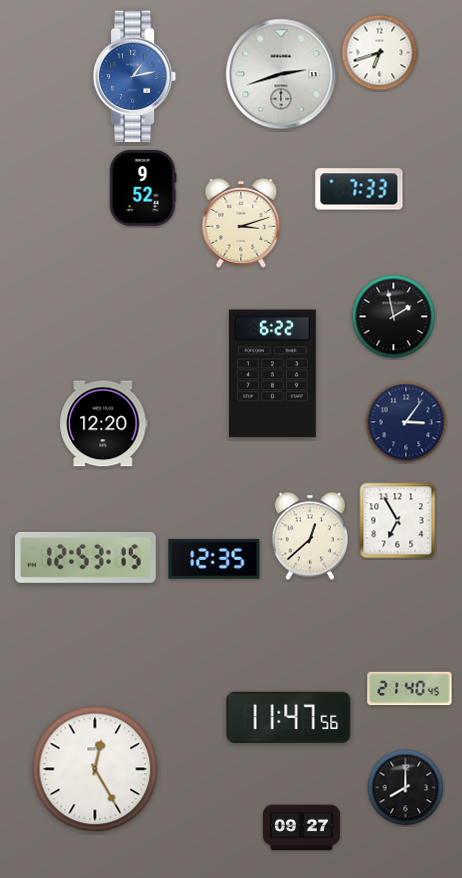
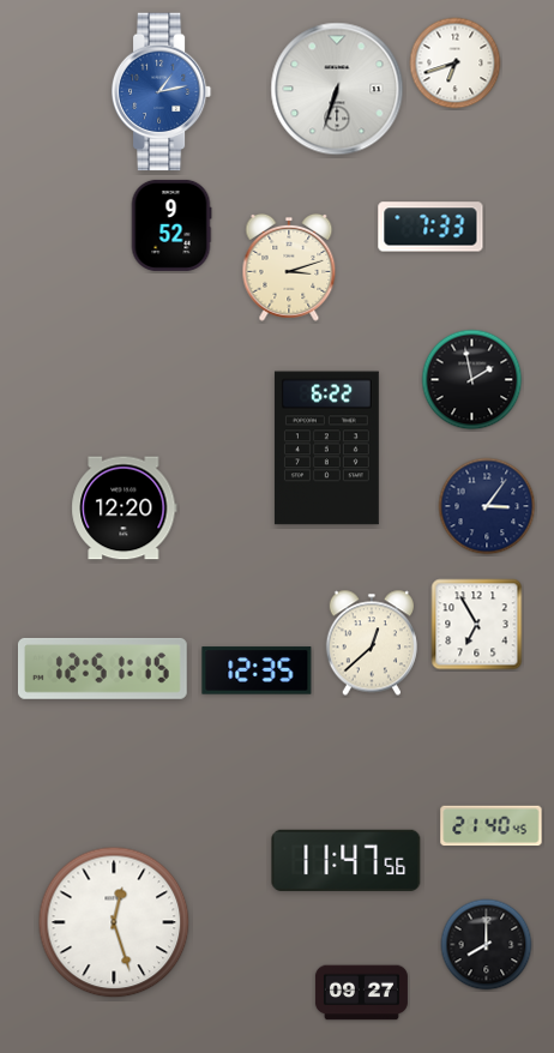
clock at (281, 74): 2:42 -> 6:33
clock at (85, 557): 12:53 -> 12:51
clock at (95, 769): 12:25 -> 12:27
